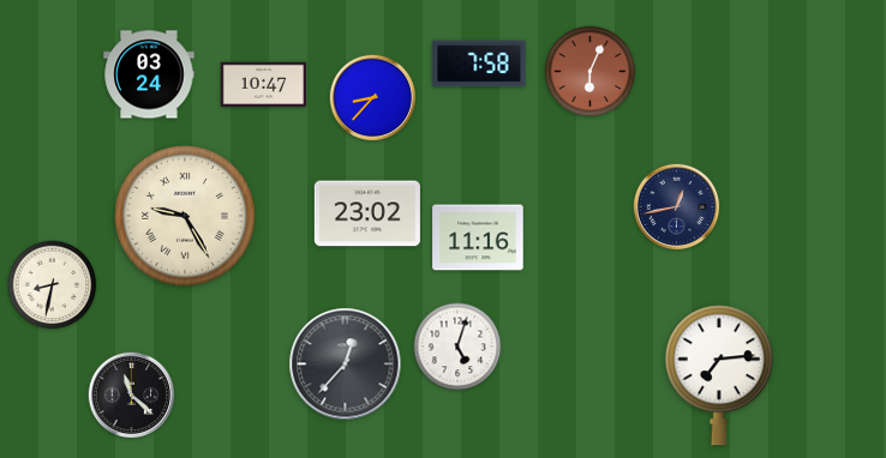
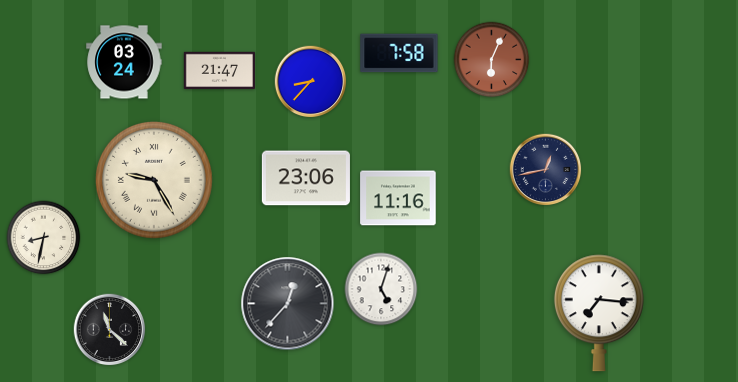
clock at (263, 85): 10:47 -> 21:47
clock at (677, 207) position: (677, 207) -> (546, 170)
clock at (367, 213): 23:02 -> 23:06
clock at (719, 375): 7:14 -> 7:16
